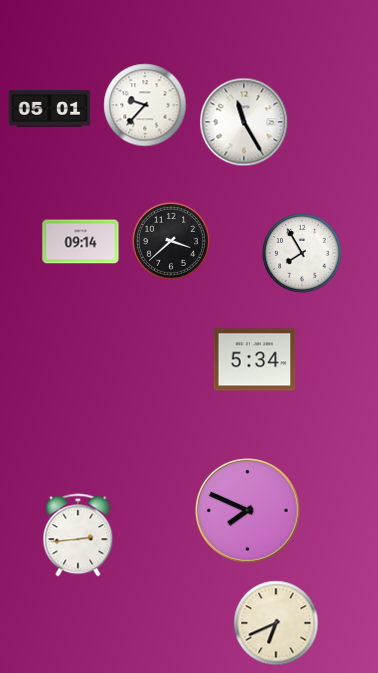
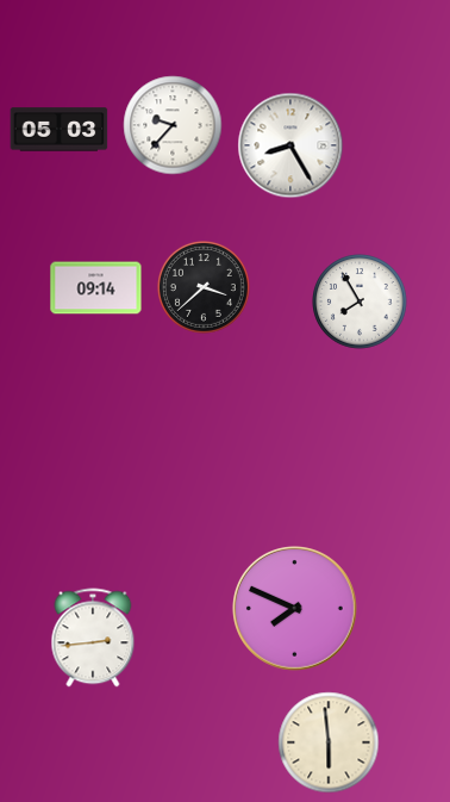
clock at (50, 109): 05:01 -> 05:03
clock at (244, 122): 11:25 -> 8:25
clock at (255, 360): 5:34 -> none
clock at (276, 623): 6:41 -> 5:59
